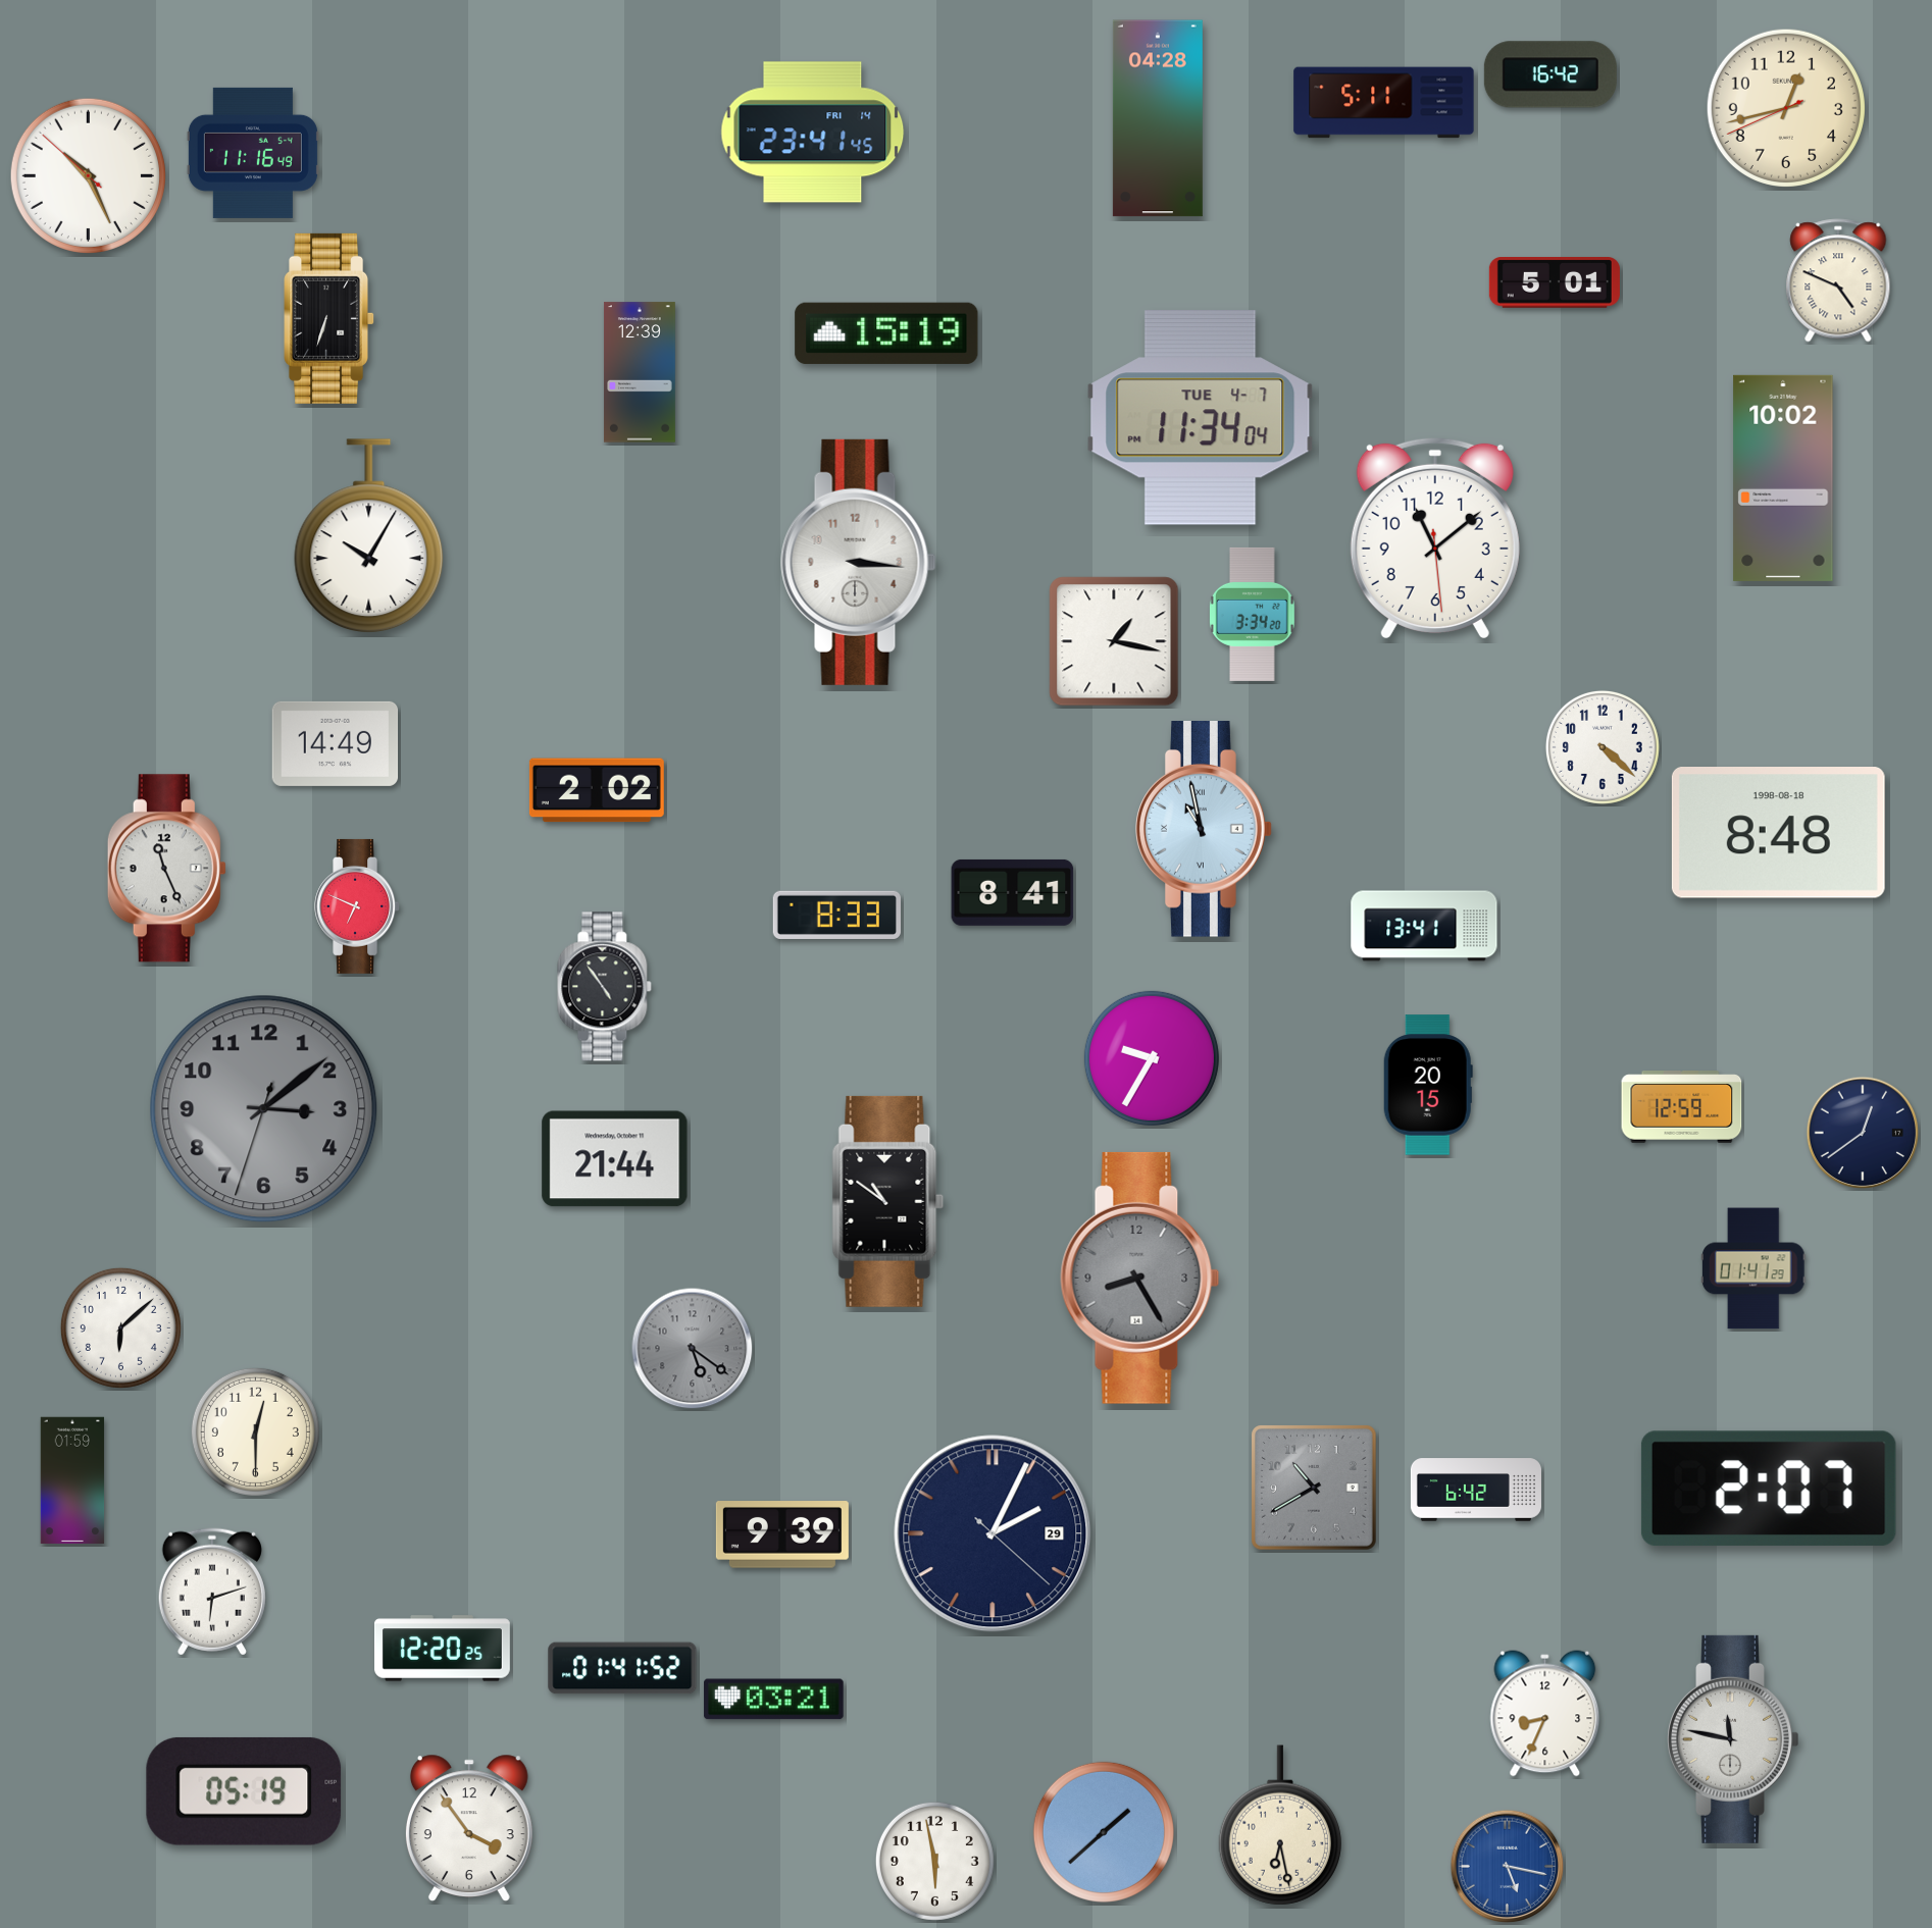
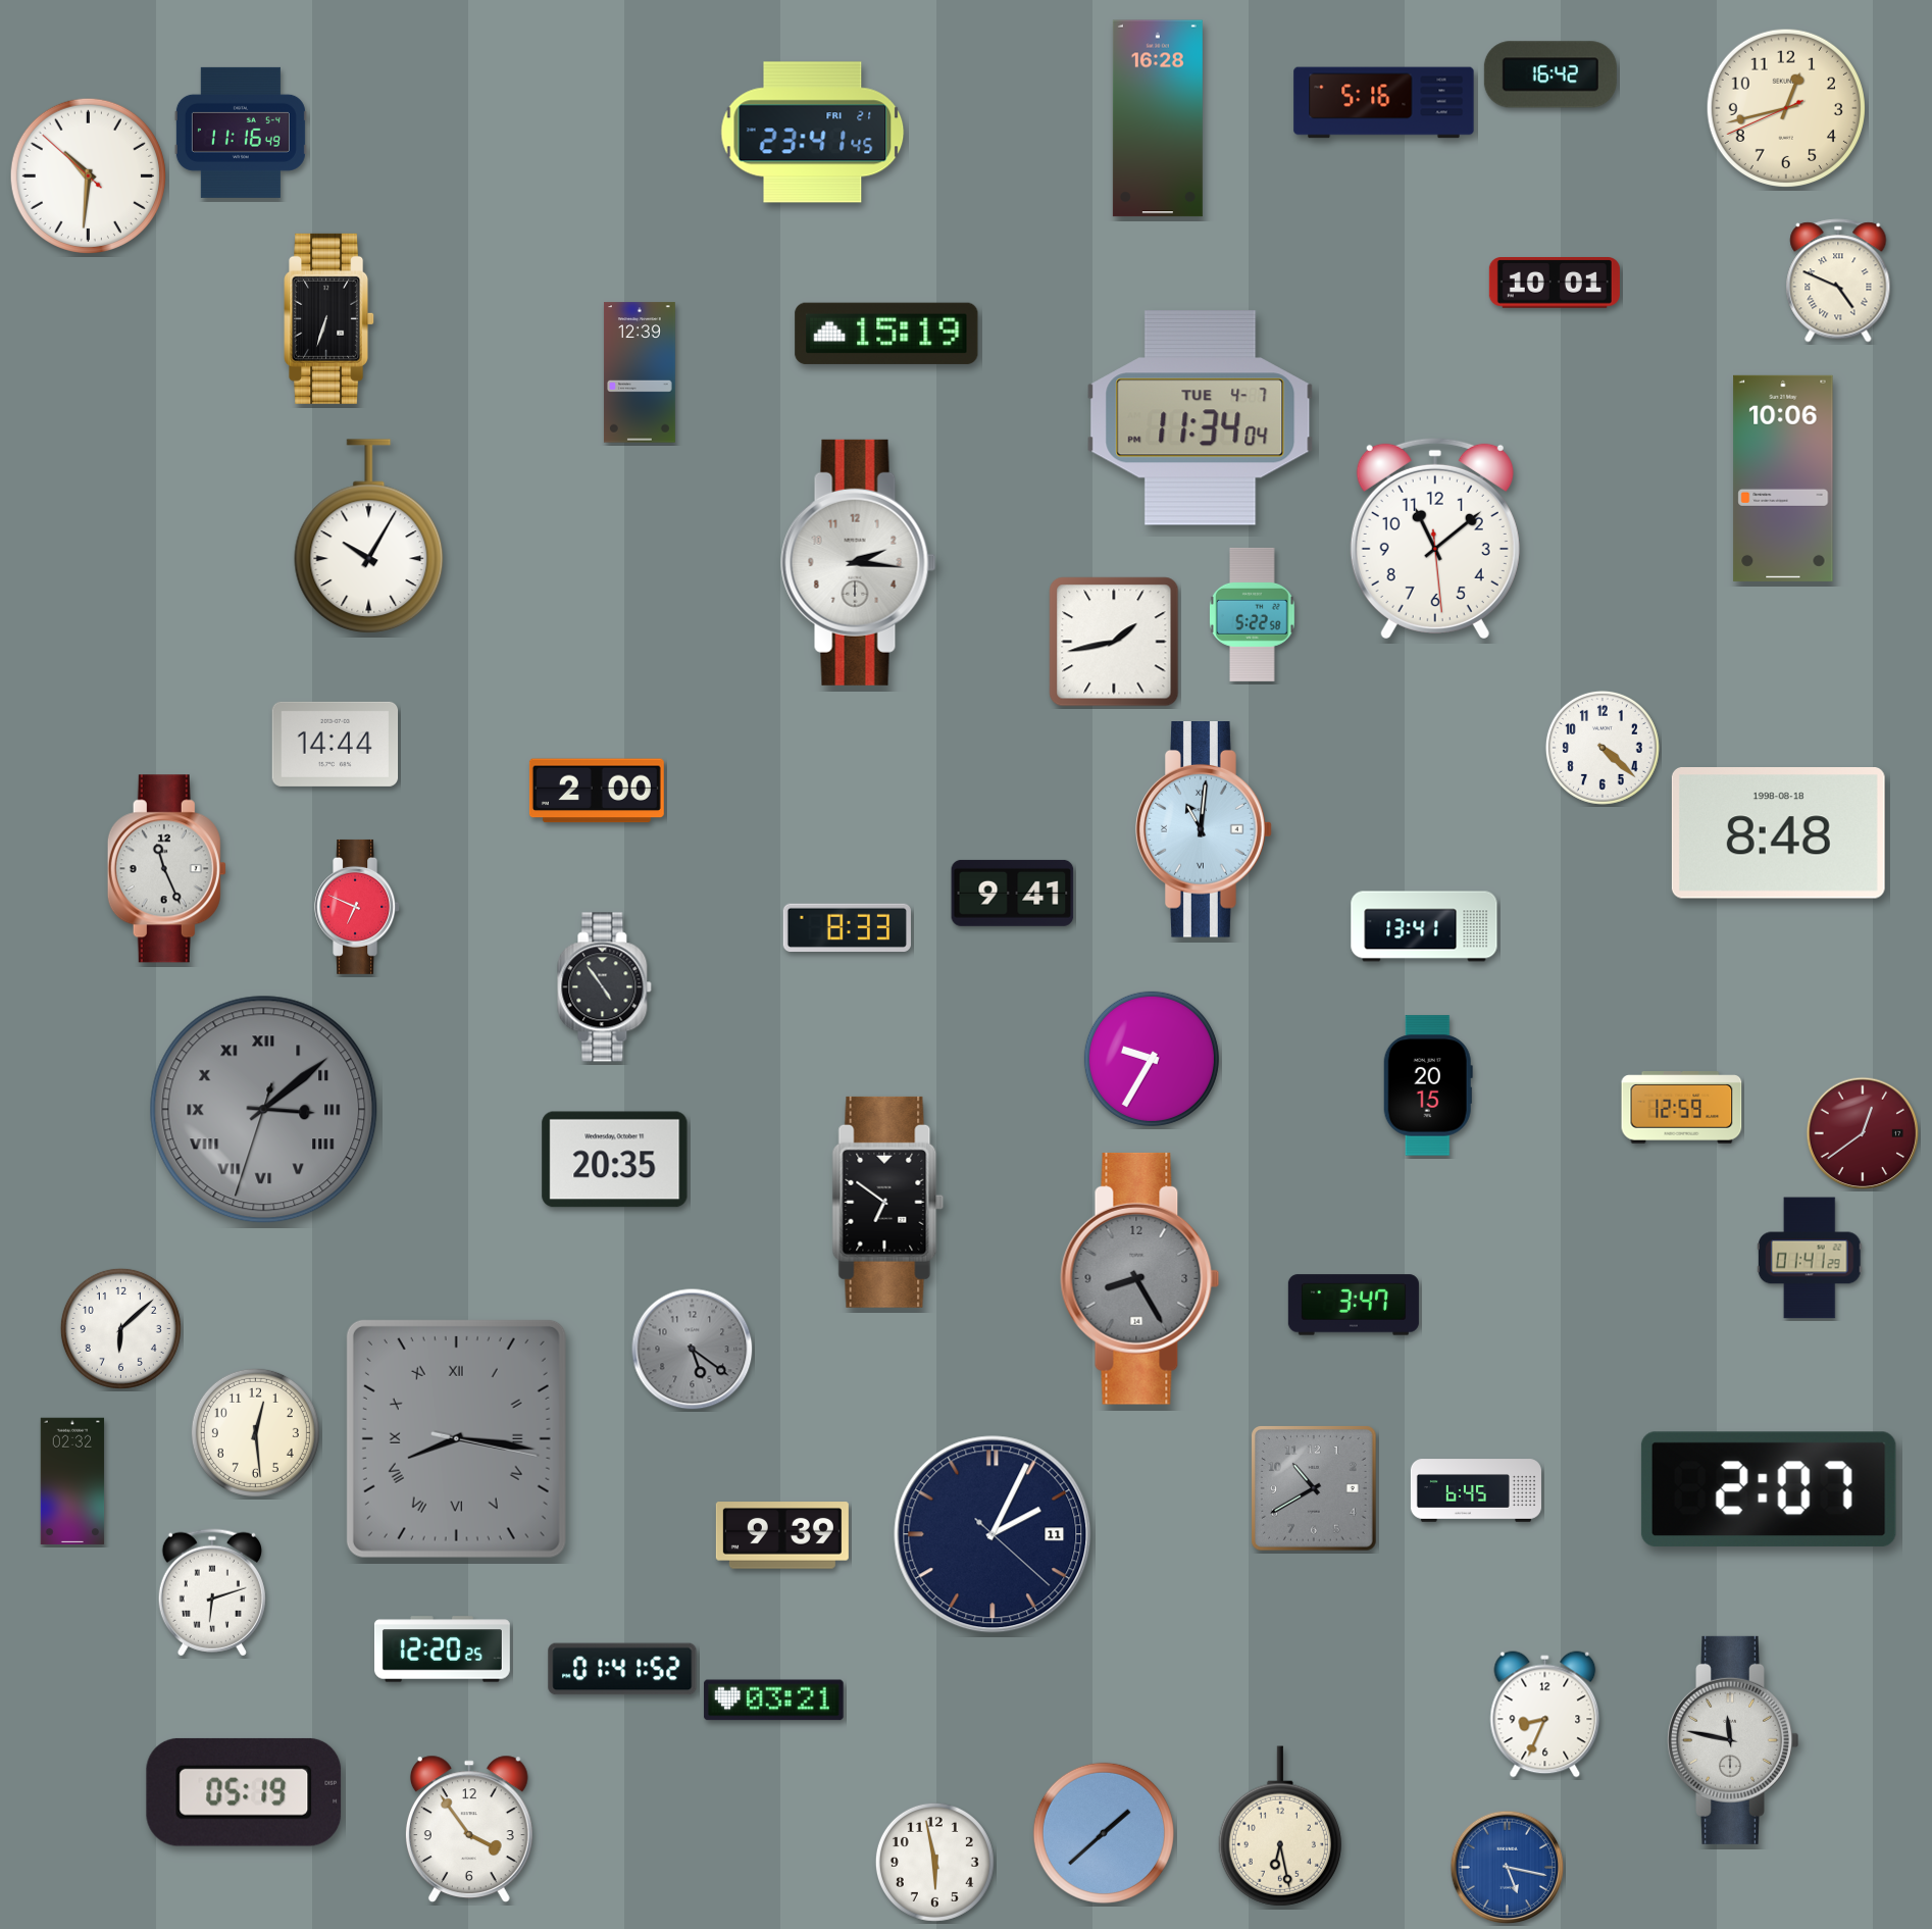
clock at (1384, 103): 5:11 -> 5:16
clock at (1158, 118): 04:28 -> 16:28
clock at (813, 133) date: FRI 14 -> FRI 21
clock at (253, 153) position: (253, 153) -> (241, 133)
clock at (88, 175): 10:25 -> 10:30
clock at (1555, 283): 5:01 -> 10:01
clock at (1783, 478): 10:02 -> 10:06
clock at (859, 562): 3:16 -> 2:16
clock at (1252, 614): 3:34 -> 5:22
clock at (1114, 641): 1:17 -> 1:43
clock at (336, 743): 14:49 -> 14:44
clock at (597, 790): 2:02 -> 2:00
clock at (1204, 830): 10:58 -> 11:01
clock at (1013, 892): 8:41 -> 9:41
clock at (836, 915) position: (836, 915) -> (847, 927)
clock at (264, 1109) numerals: Arabic -> Roman
clock at (1863, 1133) dial: navy -> burgundy
clock at (615, 1159): 21:44 -> 20:35
clock at (888, 1201): 10:51 -> 6:51
clock at (1753, 1268) position: (1753, 1268) -> (1810, 1258)
clock at (1354, 1305): none -> 3:47
clock at (255, 1431): 12:30 -> 12:29
clock at (456, 1438): none -> 8:16
clock at (72, 1480): 01:59 -> 02:32
clock at (1476, 1490): 6:42 -> 6:45
clock at (993, 1533) date: 29 -> 11
